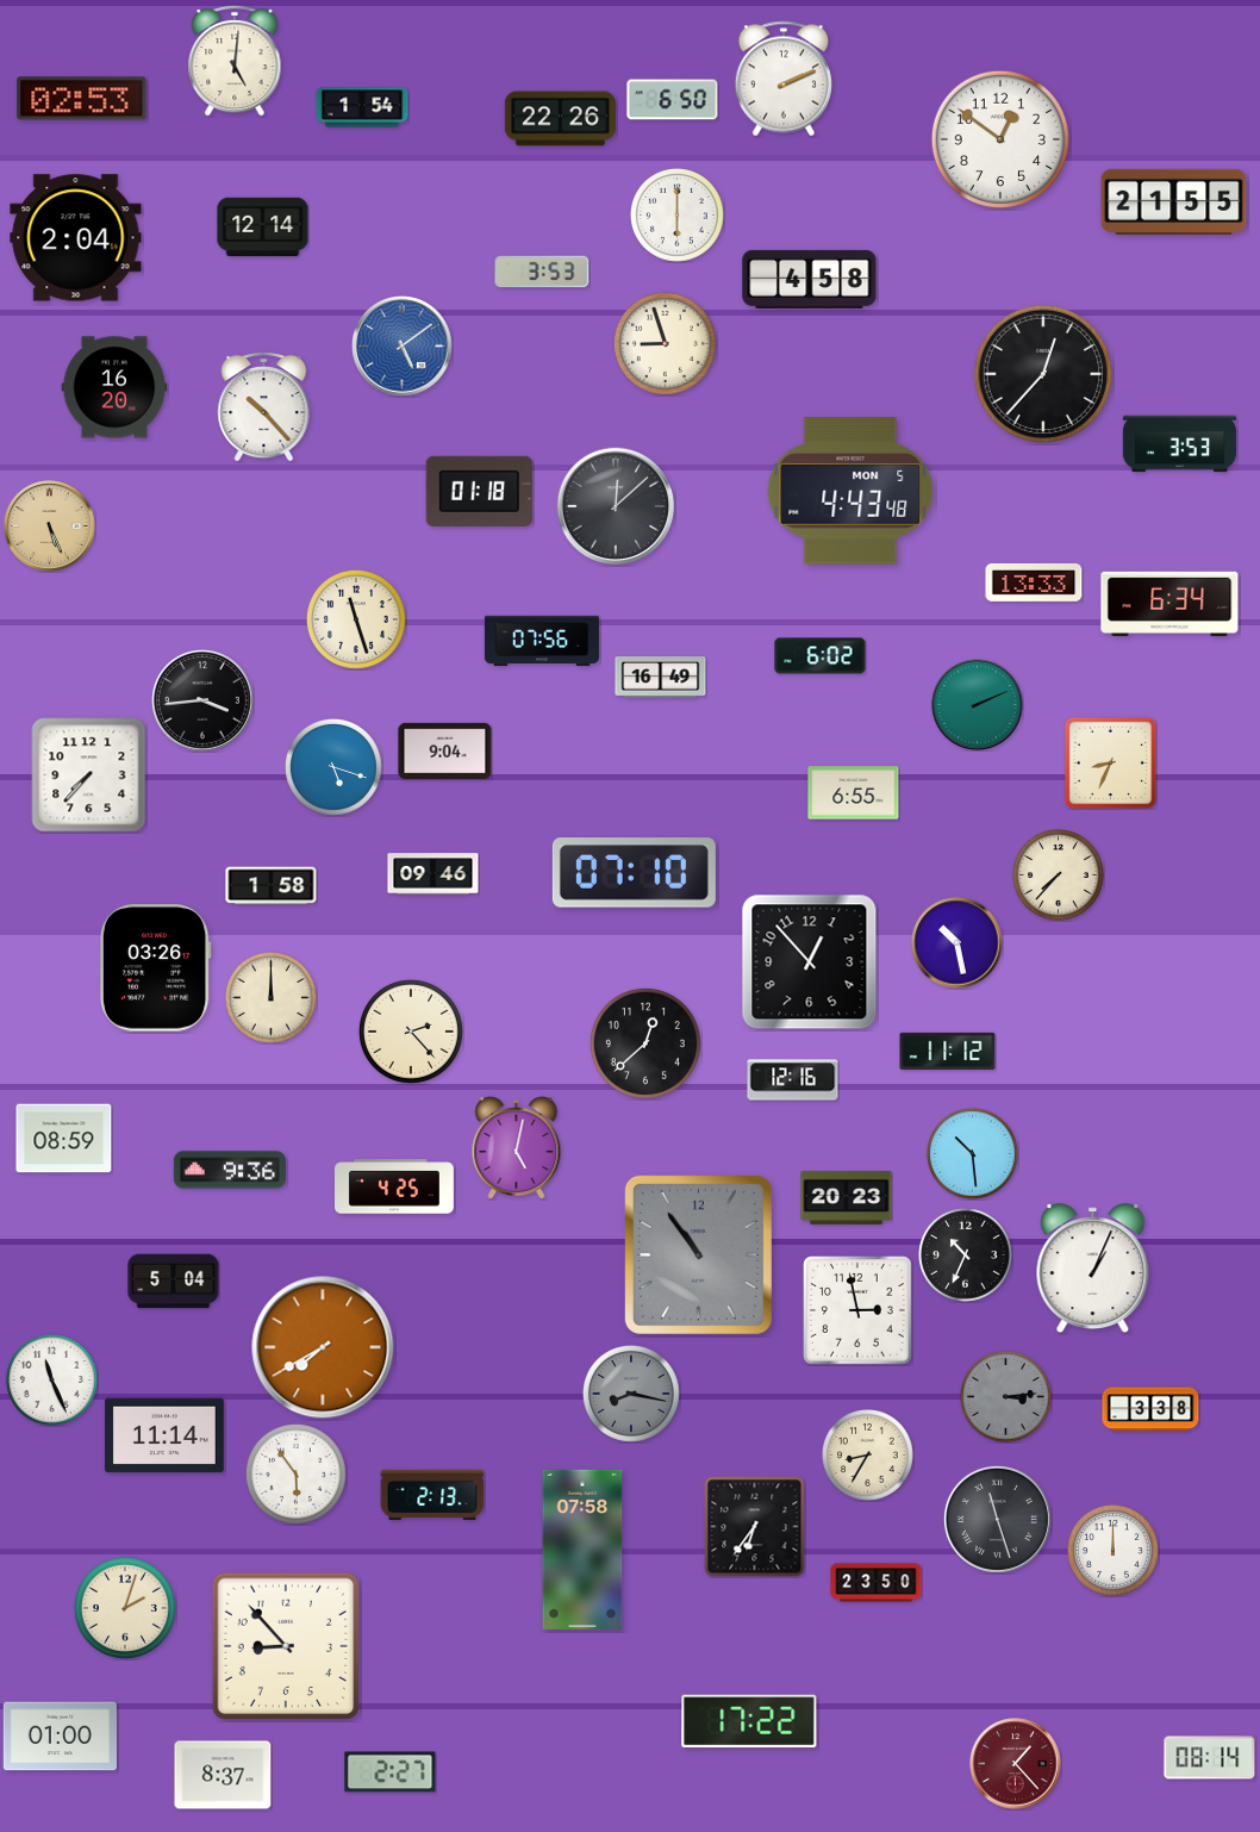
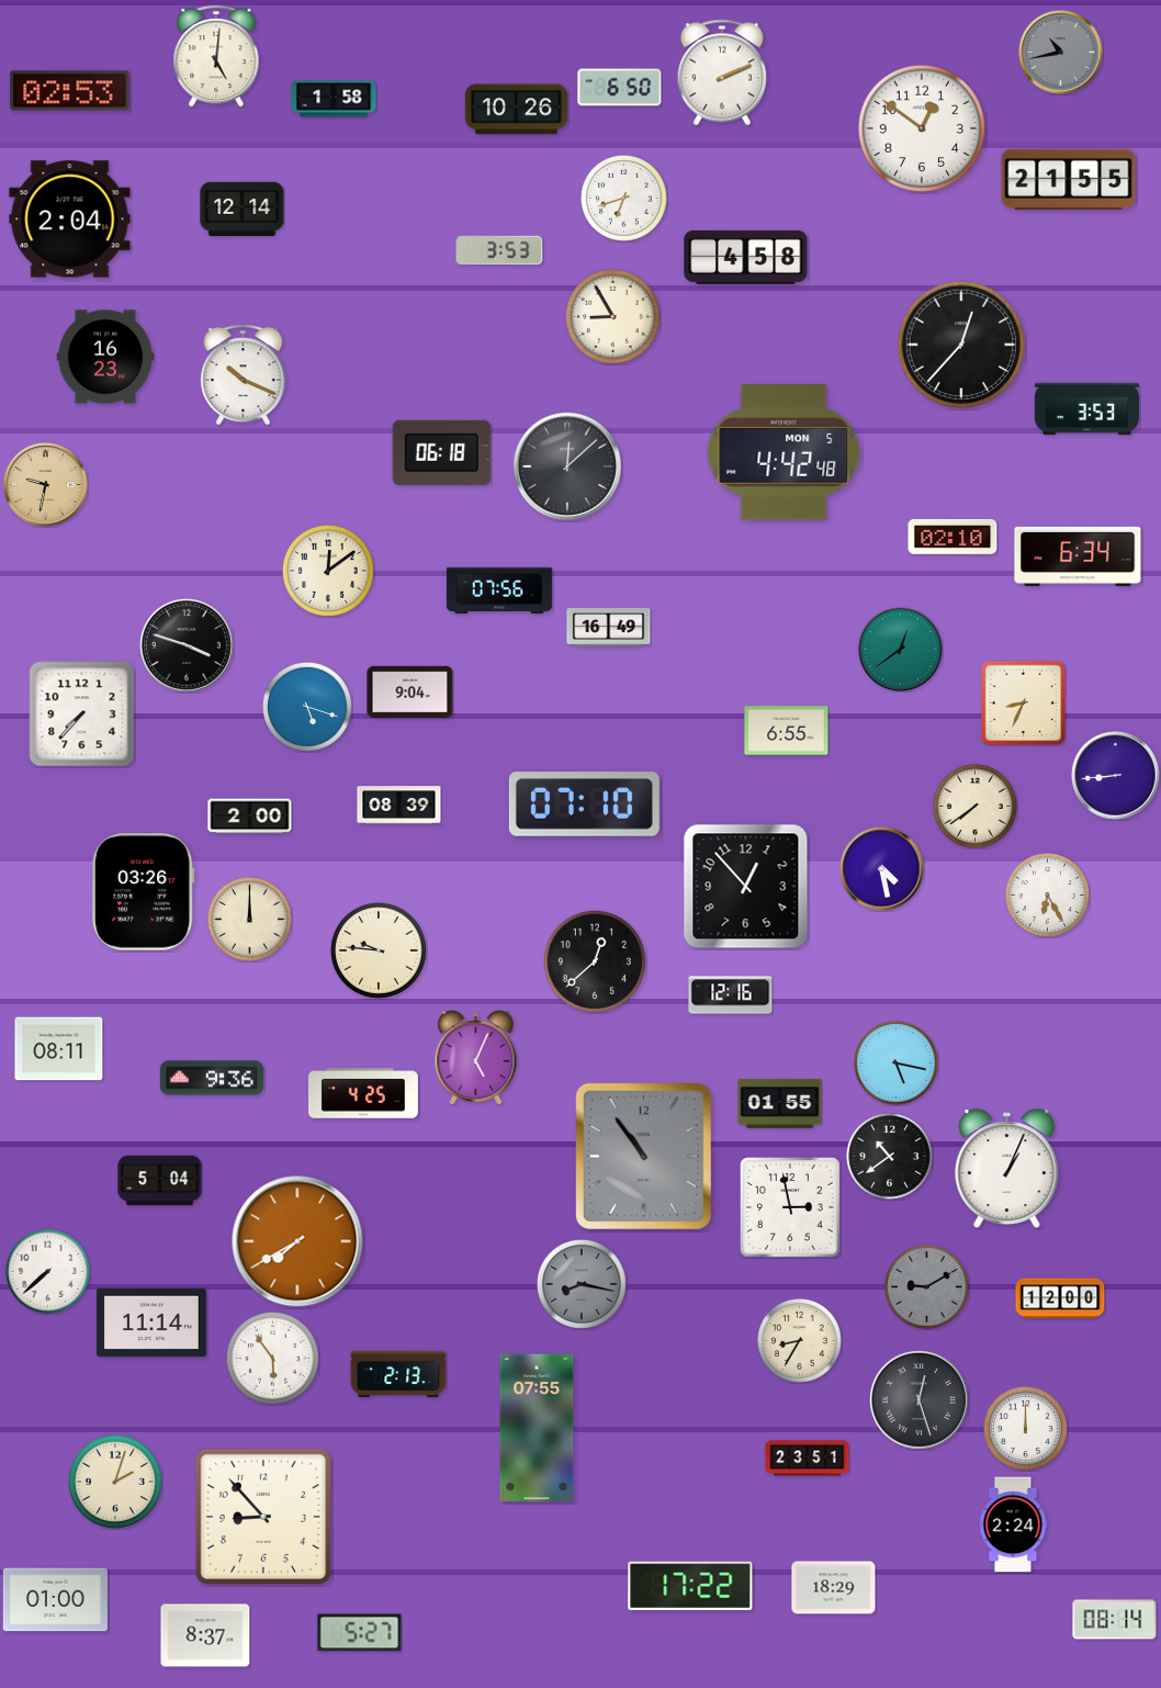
clock at (1061, 53): none -> 10:43
clock at (82, 99) position: (82, 99) -> (70, 91)
clock at (673, 100) position: (673, 100) -> (620, 88)
clock at (362, 107): 1:54 -> 1:58
clock at (560, 119): 22:26 -> 10:26
clock at (1174, 201) position: (1174, 201) -> (1069, 179)
clock at (678, 216): 6:00 -> 6:42
clock at (665, 343): 8:57 -> 8:55
clock at (403, 347): 5:09 -> none
clock at (114, 387): 16:20 -> 16:23
clock at (264, 407): 10:23 -> 10:19
clock at (480, 491): 01:18 -> 06:18
clock at (850, 491): 4:43 -> 4:42
clock at (50, 526): 5:26 -> 9:32
clock at (1034, 582): 13:33 -> 02:10
clock at (356, 619): 11:27 -> 12:09
clock at (821, 656): 6:02 -> none
clock at (661, 678) position: (661, 678) -> (609, 628)
clock at (204, 702): 3:44 -> 3:48
clock at (978, 705): 2:11 -> 12:39
clock at (1116, 776): none -> 8:44
clock at (433, 874): 09:46 -> 08:39
clock at (1059, 876): 7:37 -> 7:39
clock at (272, 886): 1:58 -> 2:00
clock at (958, 943): 10:28 -> 4:28
clock at (1048, 896): none -> 6:25
clock at (411, 1032): 2:23 -> 9:46
clock at (948, 1051): 11:12 -> none
clock at (64, 1139): 08:59 -> 08:11
clock at (517, 1147): 5:02 -> 5:04
clock at (973, 1154): 10:29 -> 5:17
clock at (847, 1197): 20:23 -> 01:55
clock at (966, 1255): 10:34 -> 10:39
clock at (52, 1381): 11:26 -> 7:38
clock at (1006, 1397): 3:14 -> 9:10
clock at (1150, 1409): 3:38 -> 12:00
clock at (432, 1495) position: (432, 1495) -> (398, 1374)
clock at (997, 1519): 11:27 -> 12:27
clock at (755, 1527): 6:36 -> none
clock at (582, 1550): 07:58 -> 07:55
clock at (877, 1583): 23:50 -> 23:51
clock at (1013, 1524): none -> 2:24
clock at (834, 1588): none -> 18:29
clock at (1016, 1764): 1:23 -> none
clock at (391, 1772): 2:27 -> 5:27
